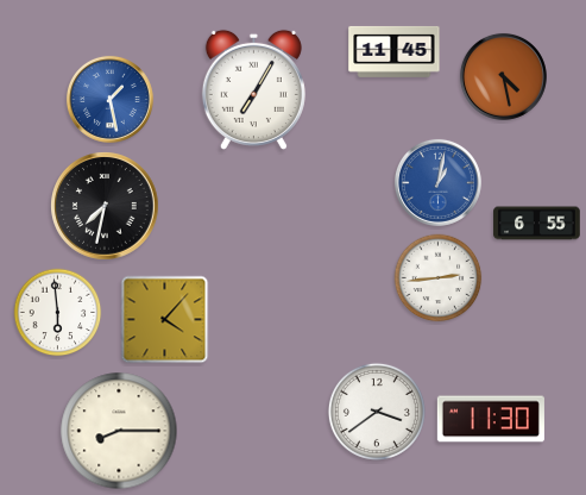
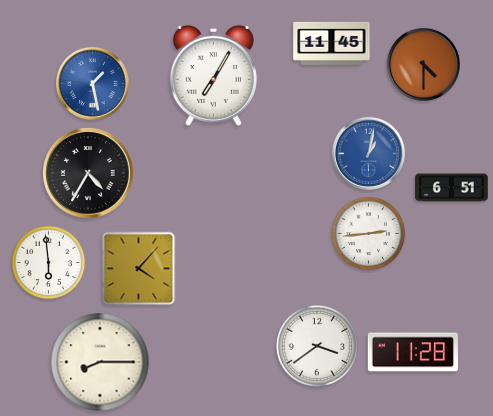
clock at (503, 76): 4:28 -> 4:30
clock at (105, 206): 7:32 -> 4:35
clock at (537, 224): 6:55 -> 6:51
clock at (491, 419): 11:30 -> 11:28
